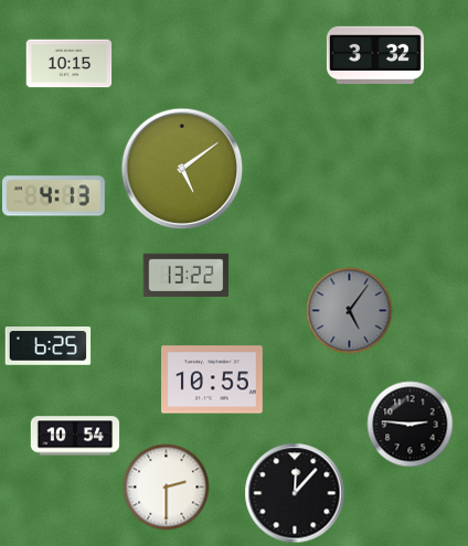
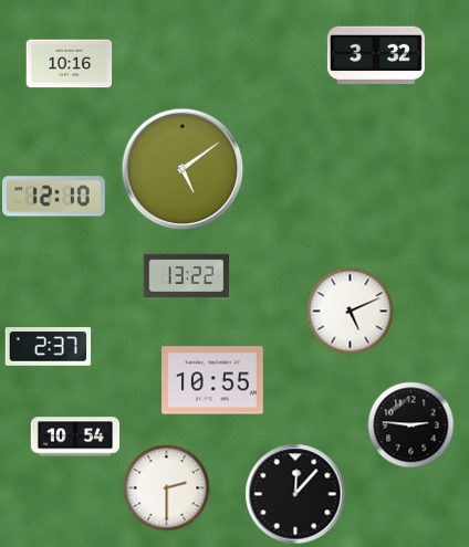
clock at (68, 64): 10:15 -> 10:16
clock at (54, 196): 4:13 -> 12:10
clock at (349, 310): 5:06 -> 5:11
clock at (349, 310) dial: grey -> white
clock at (47, 346): 6:25 -> 2:37
